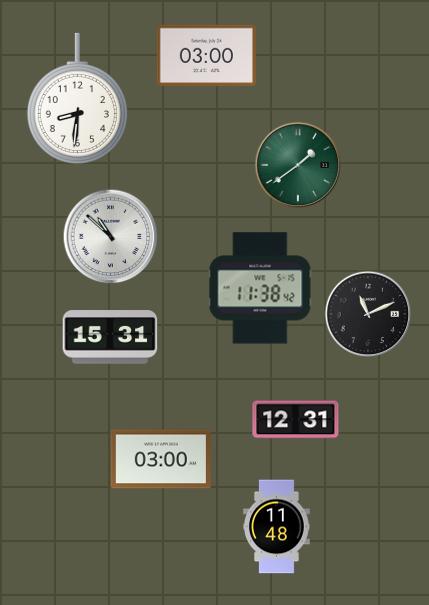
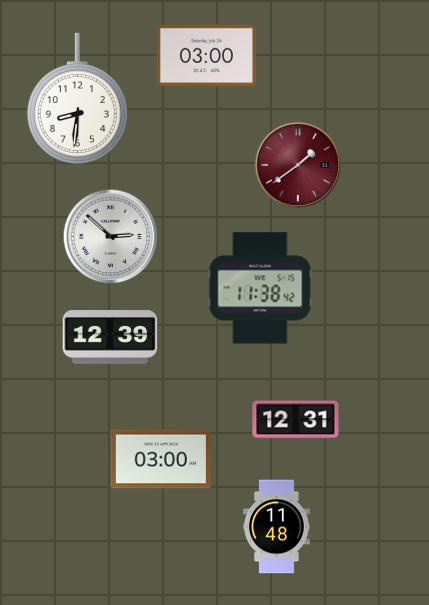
clock at (298, 165) dial: green -> burgundy
clock at (111, 237): 10:52 -> 2:52
clock at (368, 314): 11:11 -> none
clock at (110, 337): 15:31 -> 12:39
